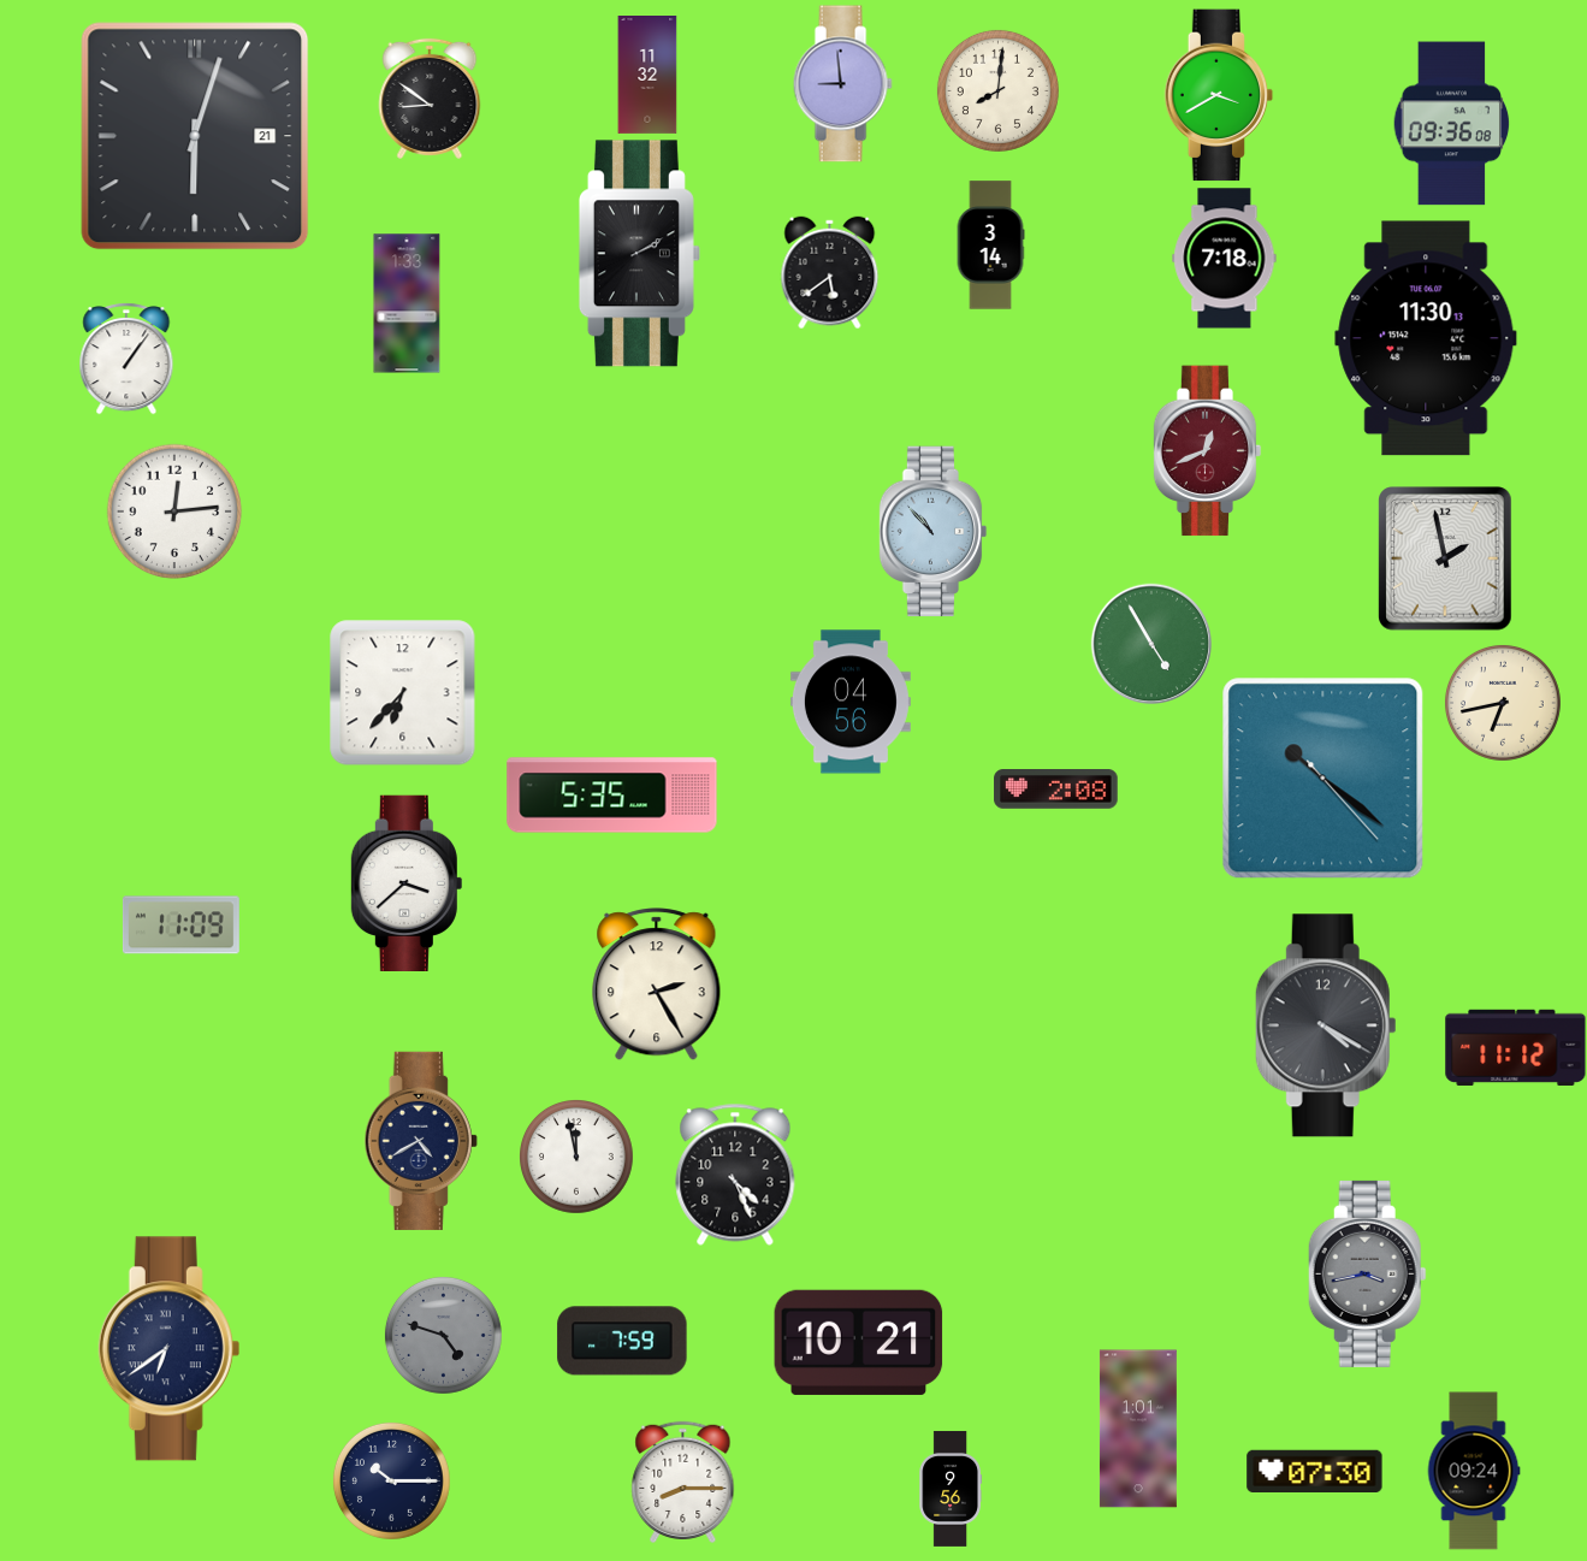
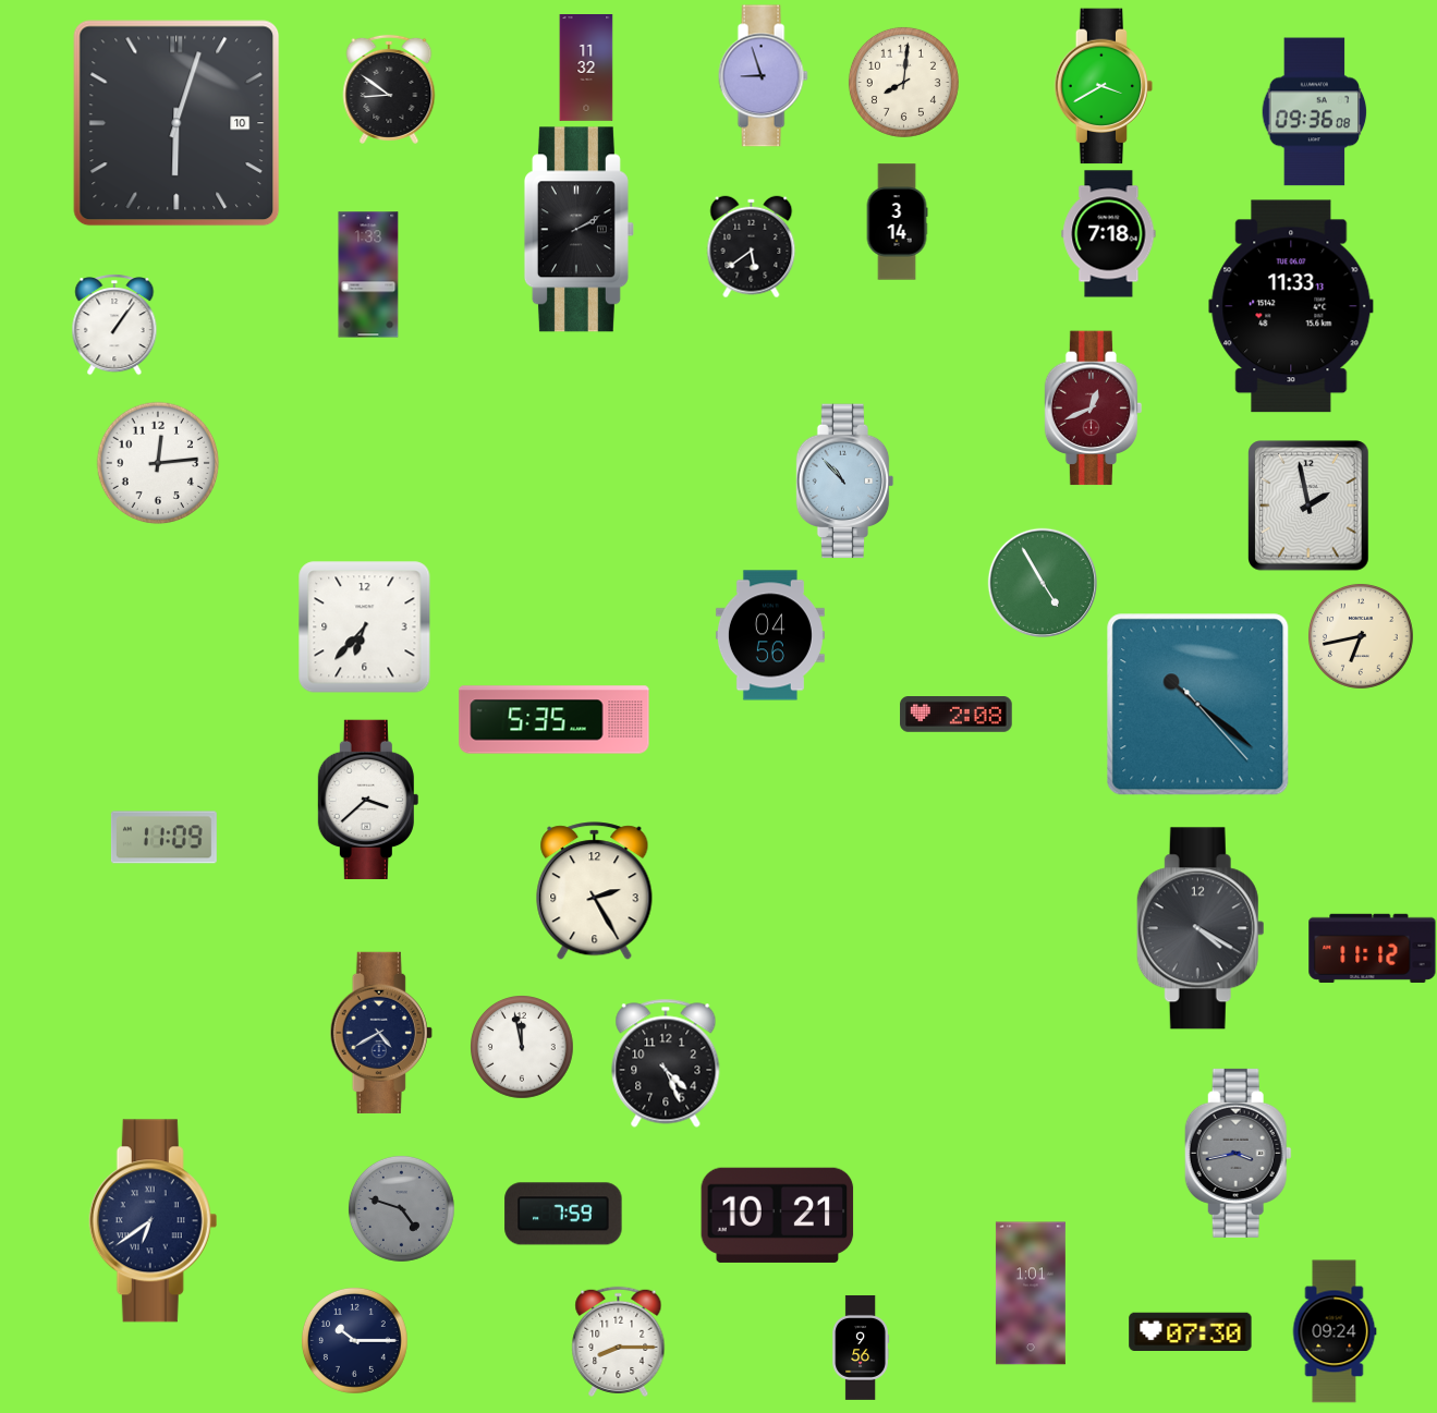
clock at (842, 84): 8:59 -> 8:57
clock at (195, 136) date: 21 -> 10
clock at (1426, 338): 11:30 -> 11:33
